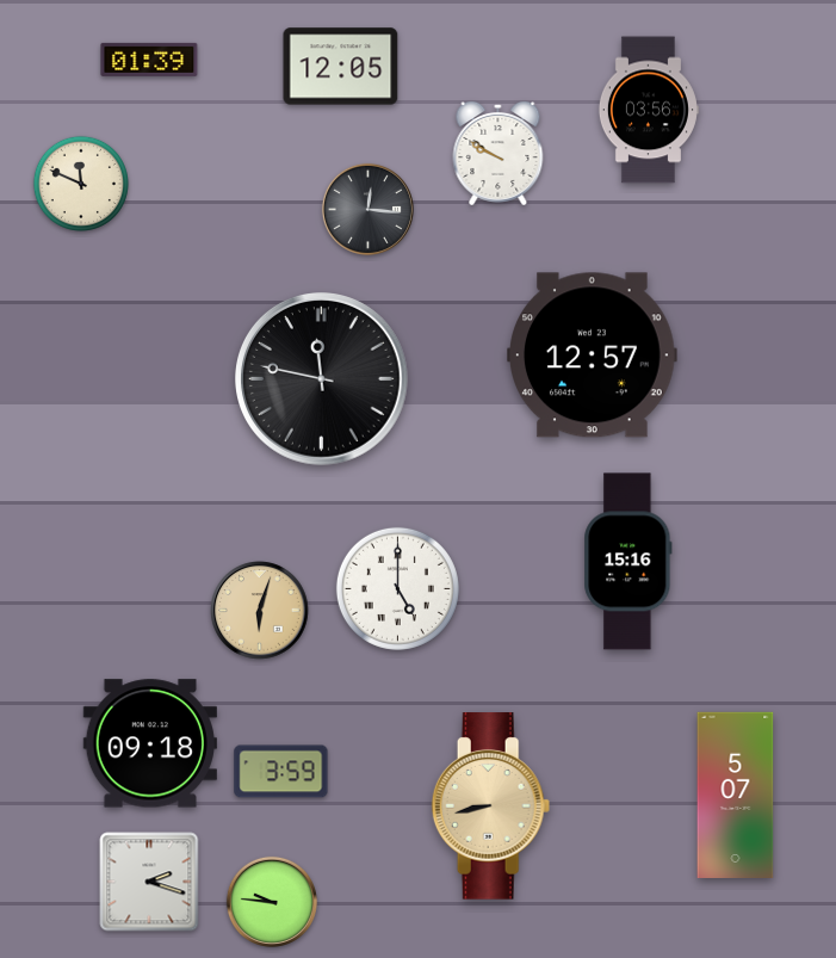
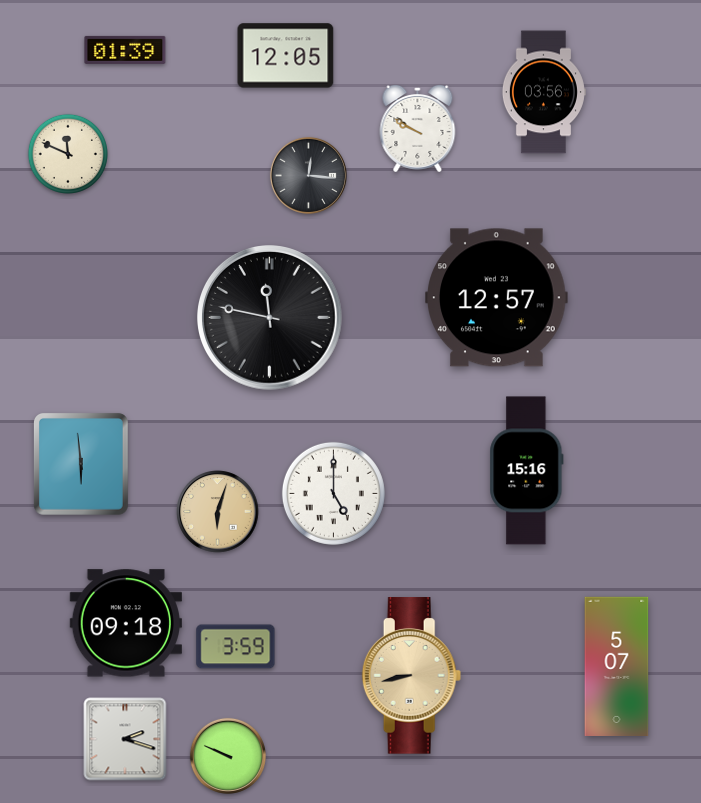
clock at (81, 464): none -> 5:59
clock at (272, 902): 9:46 -> 9:49
